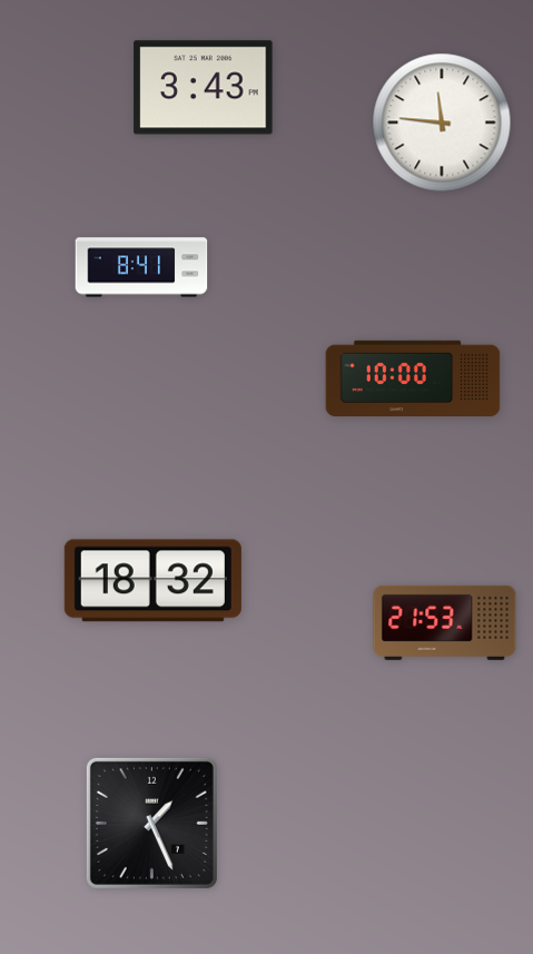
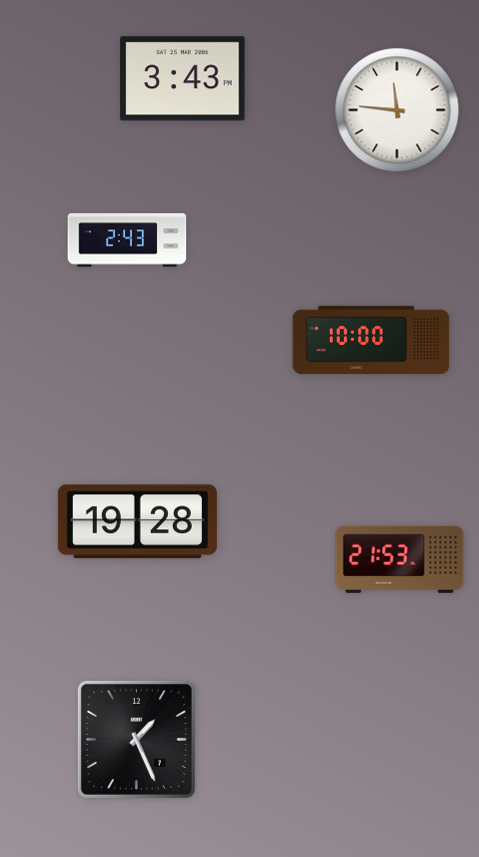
clock at (141, 267): 8:41 -> 2:43
clock at (152, 581): 18:32 -> 19:28
